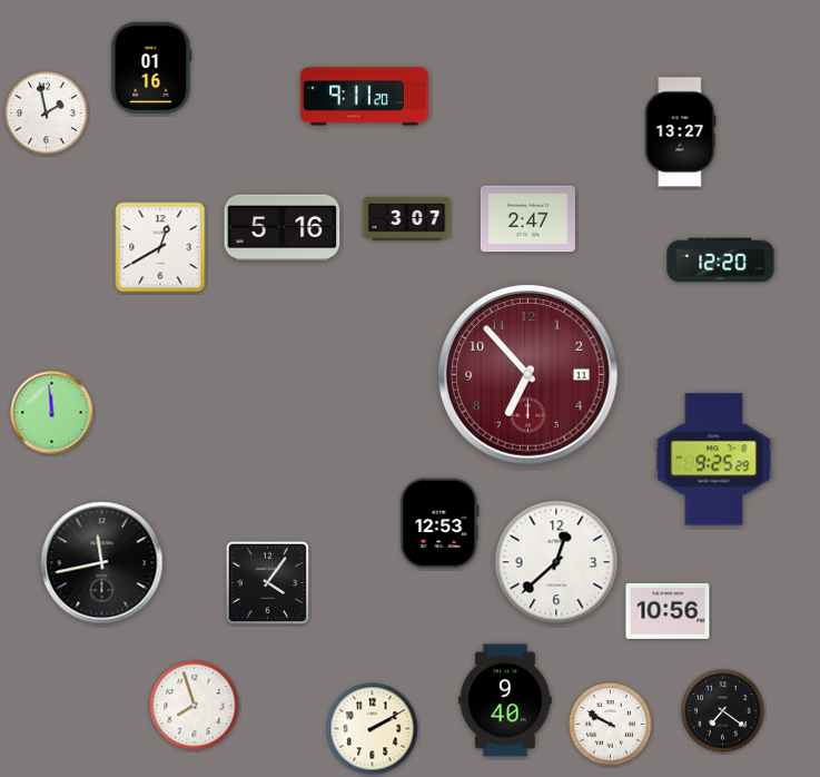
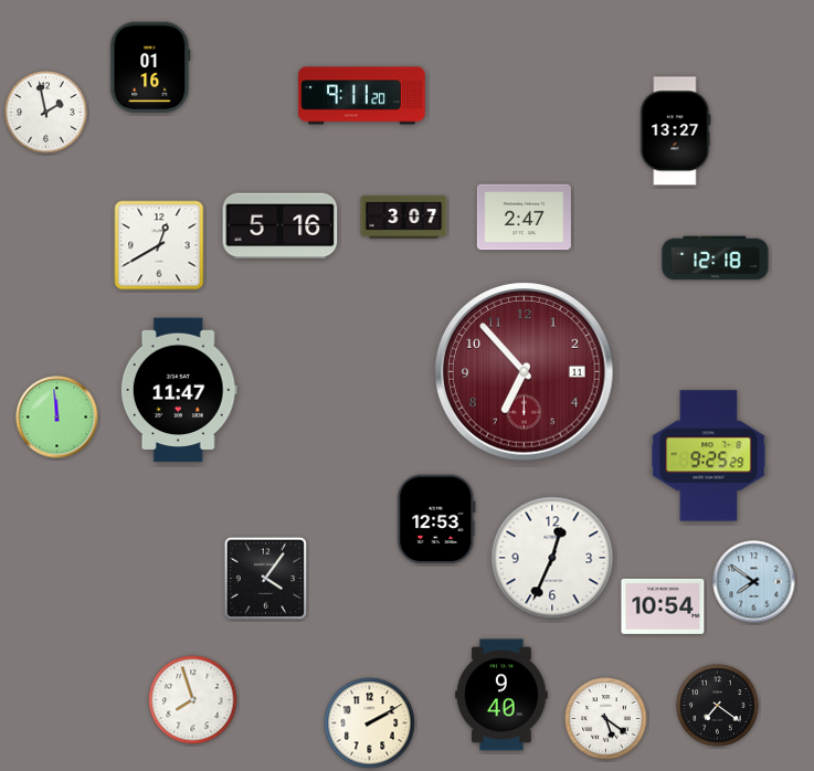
clock at (721, 260): 12:20 -> 12:18
clock at (179, 390): none -> 11:47
clock at (52, 413) position: (52, 413) -> (57, 418)
clock at (556, 562): 12:38 -> 12:34
clock at (102, 563): 11:43 -> none
clock at (754, 582): none -> 7:51
clock at (668, 611): 10:56 -> 10:54
clock at (611, 725): 9:50 -> 5:21
